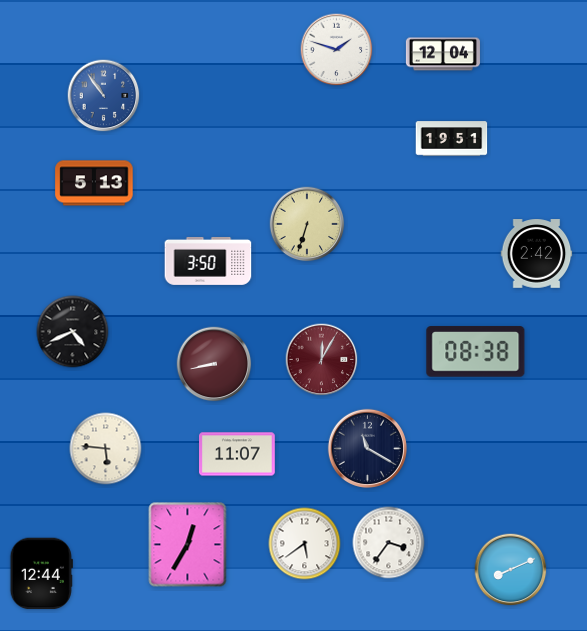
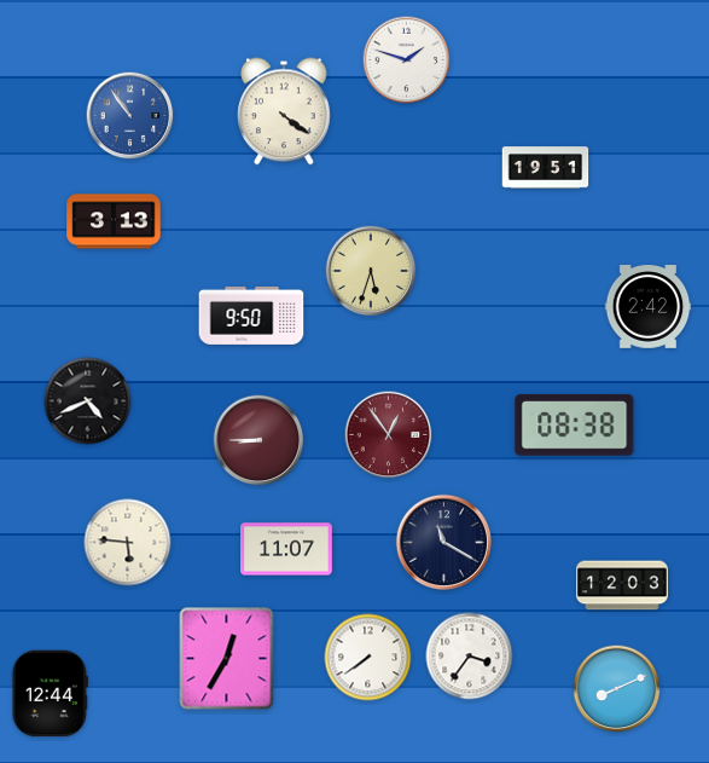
clock at (443, 54): 12:04 -> none
clock at (285, 111): none -> 4:21
clock at (104, 96) position: (104, 96) -> (130, 116)
clock at (94, 183): 5:13 -> 3:13
clock at (307, 224): 6:33 -> 5:33
clock at (208, 261): 3:50 -> 9:50
clock at (322, 360): 12:05 -> 12:54
clock at (214, 364): 8:43 -> 8:45
clock at (622, 585): none -> 12:03
clock at (305, 544): 5:39 -> 7:39
